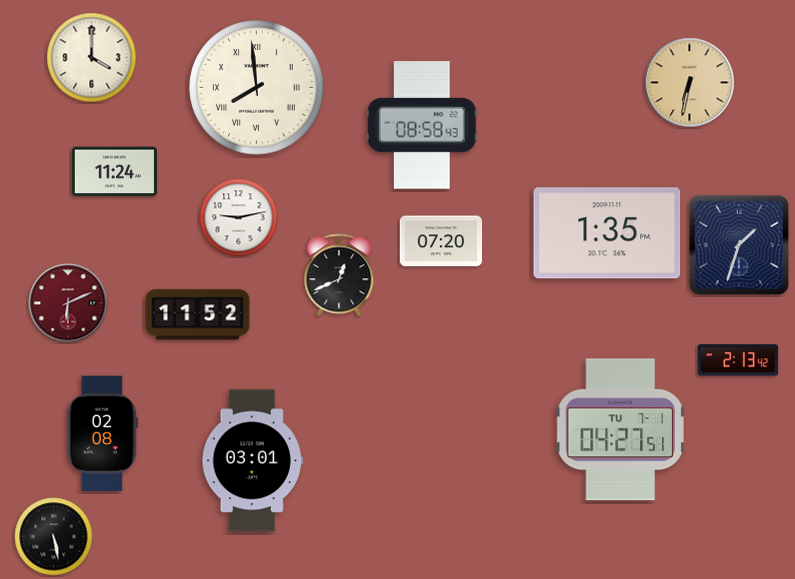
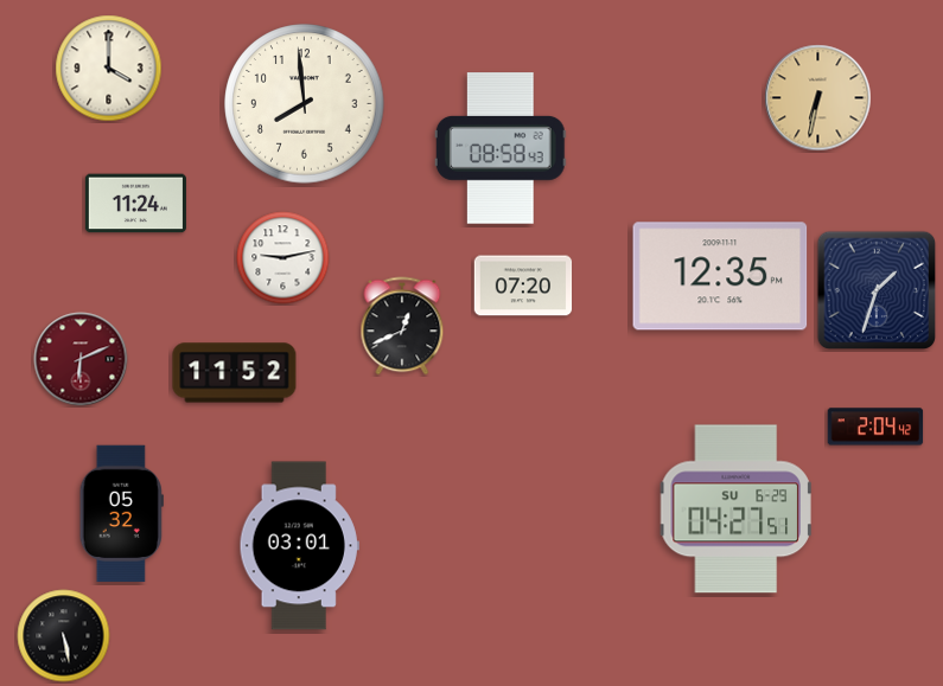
clock at (257, 88) numerals: Roman -> Arabic
clock at (607, 233): 1:35 -> 12:35
clock at (738, 360): 2:13 -> 2:04
clock at (620, 430) date: TU 7-1 -> SU 6-29
clock at (102, 434): 02:08 -> 05:32
